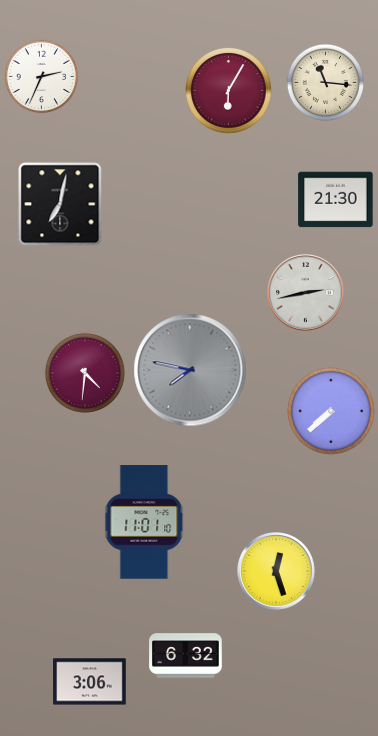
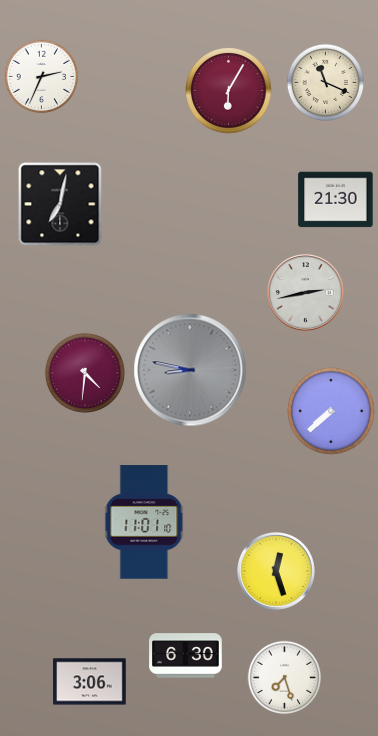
clock at (325, 82): 11:16 -> 11:19
clock at (190, 370): 7:47 -> 8:47
clock at (186, 656): 6:32 -> 6:30
clock at (285, 678): none -> 7:27
